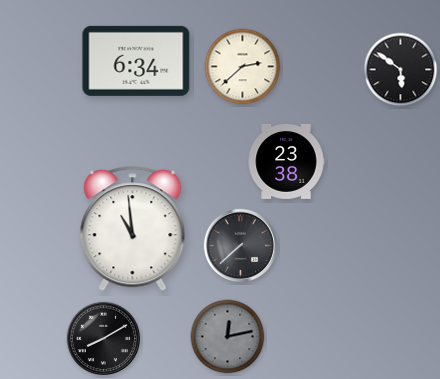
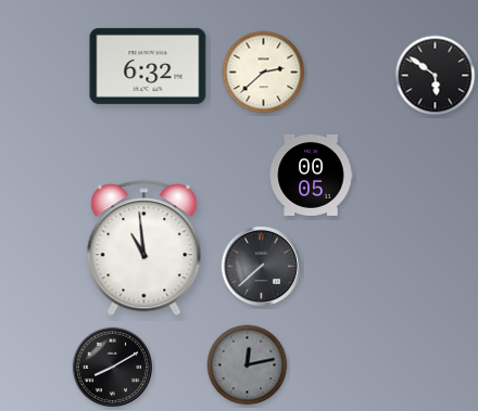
clock at (136, 61): 6:34 -> 6:32
clock at (286, 162): 23:38 -> 00:05
